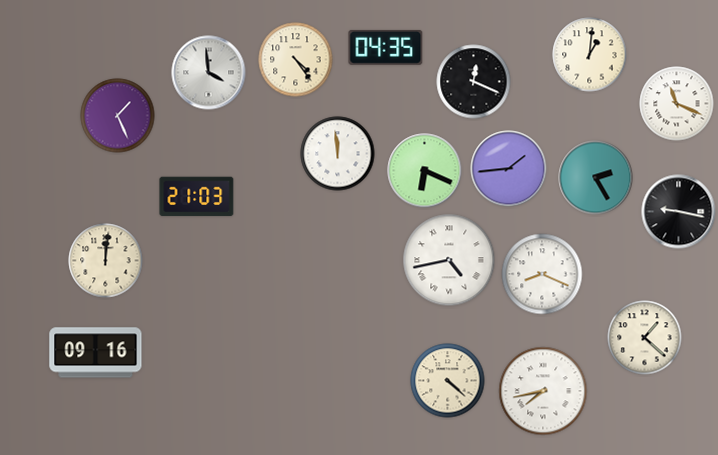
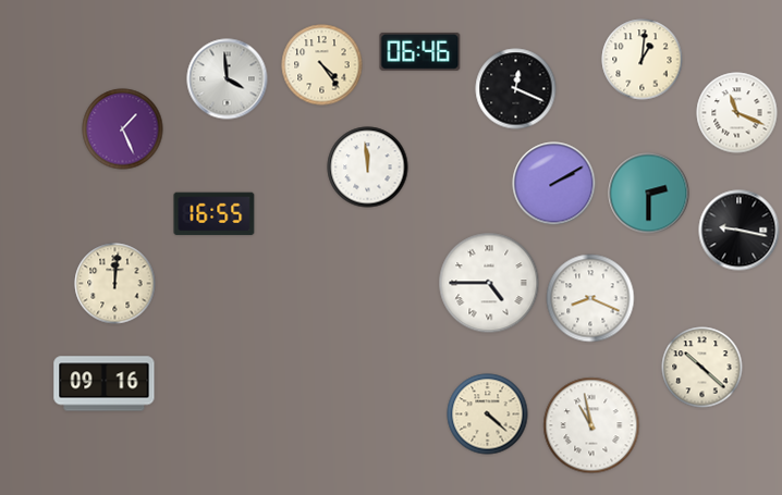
clock at (386, 47): 04:35 -> 06:46
clock at (118, 116) position: (118, 116) -> (123, 129)
clock at (509, 169): 1:44 -> 2:10
clock at (425, 171): 6:19 -> none
clock at (596, 178): 2:25 -> 2:30
clock at (197, 197): 21:03 -> 16:55
clock at (449, 260): 4:43 -> 4:45
clock at (645, 338): 1:22 -> 10:22
clock at (543, 391): 7:43 -> 10:58
